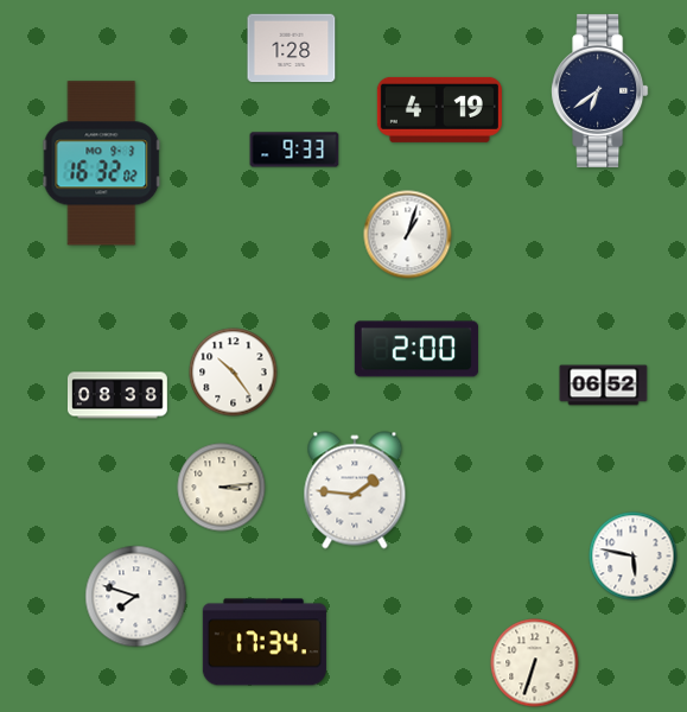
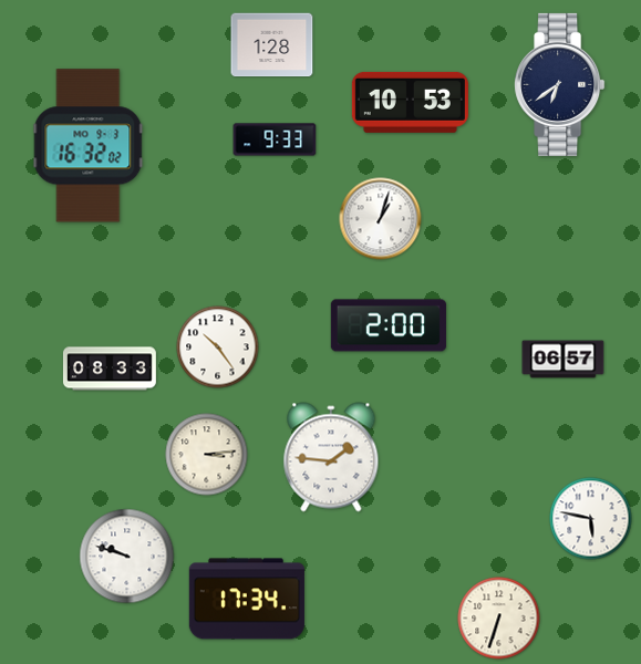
clock at (439, 109): 4:19 -> 10:53
clock at (102, 164) position: (102, 164) -> (89, 146)
clock at (604, 386): 06:52 -> 06:57
clock at (117, 395): 08:38 -> 08:33
clock at (136, 597): 7:48 -> 9:48
